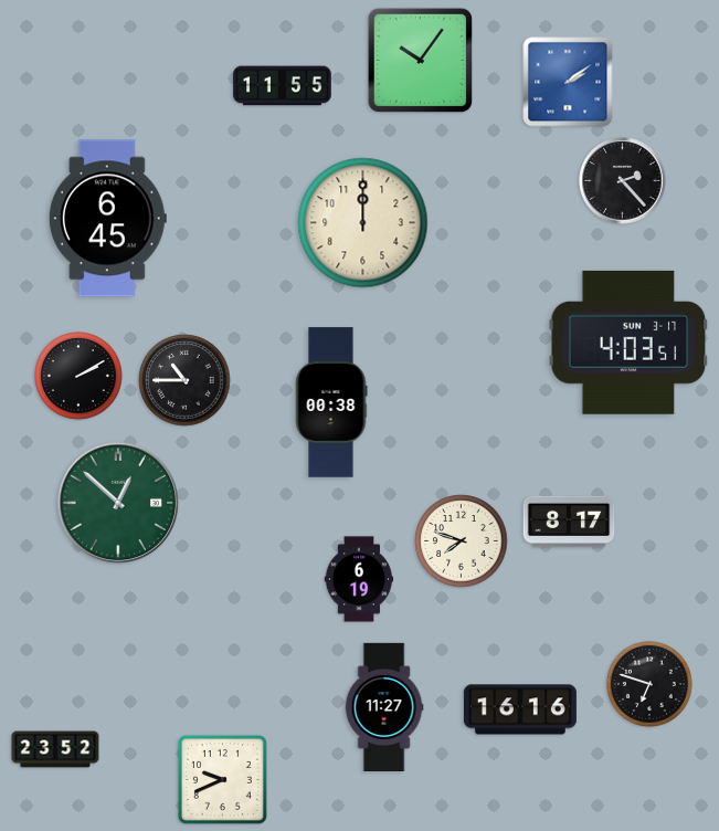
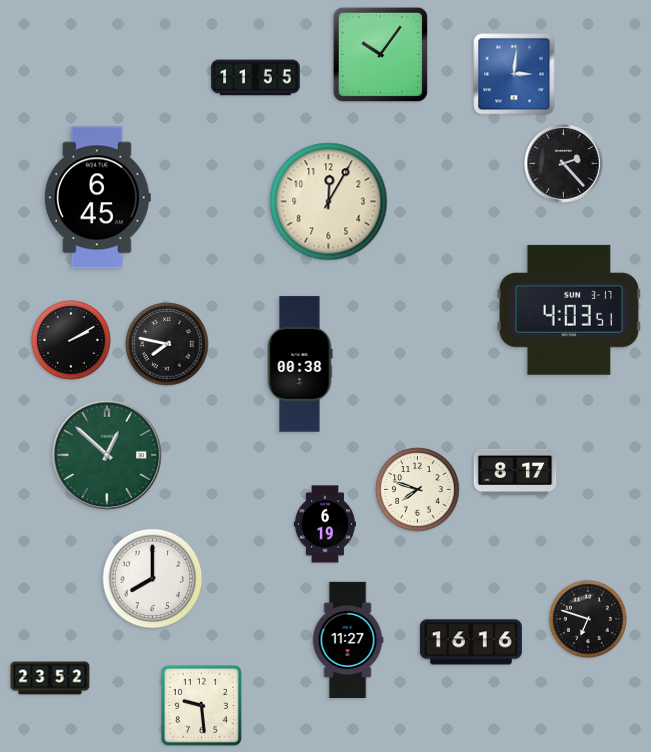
clock at (568, 82): 2:09 -> 3:01
clock at (363, 223): 12:00 -> 12:05
clock at (184, 380): 10:45 -> 7:47
clock at (153, 579): none -> 8:00
clock at (222, 779): 9:41 -> 9:29
